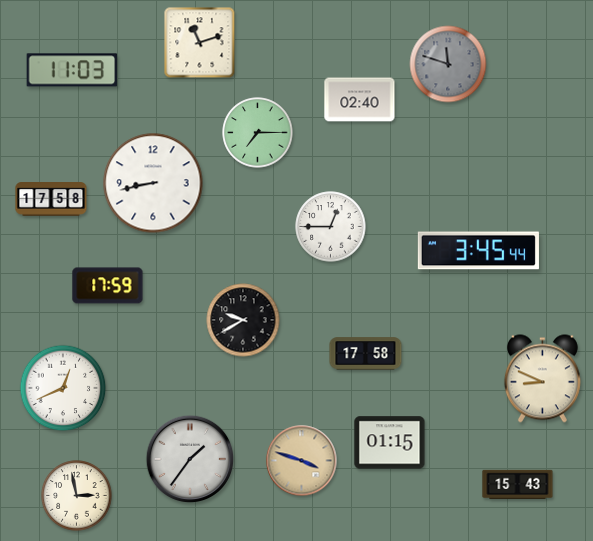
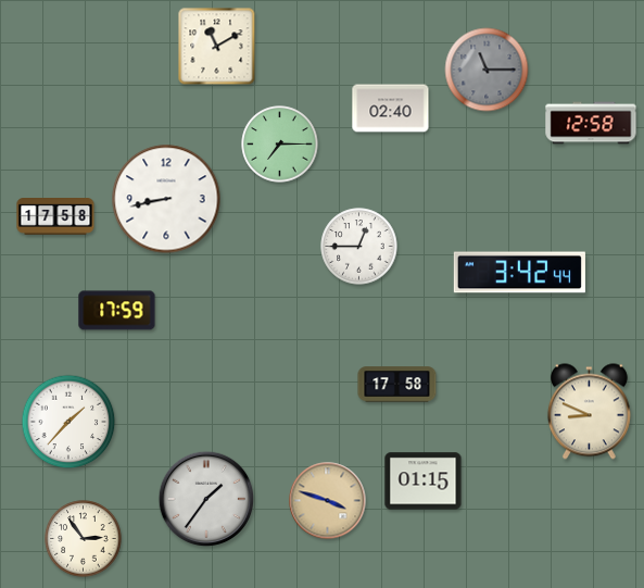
clock at (200, 43): 11:12 -> 11:10
clock at (448, 64): 11:48 -> 11:15
clock at (72, 70): 11:03 -> none
clock at (591, 123): none -> 12:58
clock at (478, 251): 3:45 -> 3:42
clock at (243, 320): 9:40 -> none
clock at (63, 388): 12:41 -> 1:37
clock at (518, 485): 15:43 -> none
clock at (77, 496): 2:58 -> 2:54
